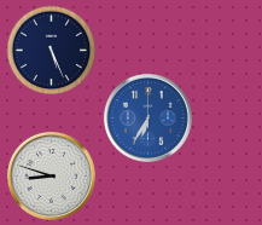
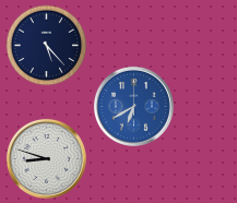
clock at (52, 51): 5:26 -> 5:23
clock at (147, 117): 6:35 -> 6:40
